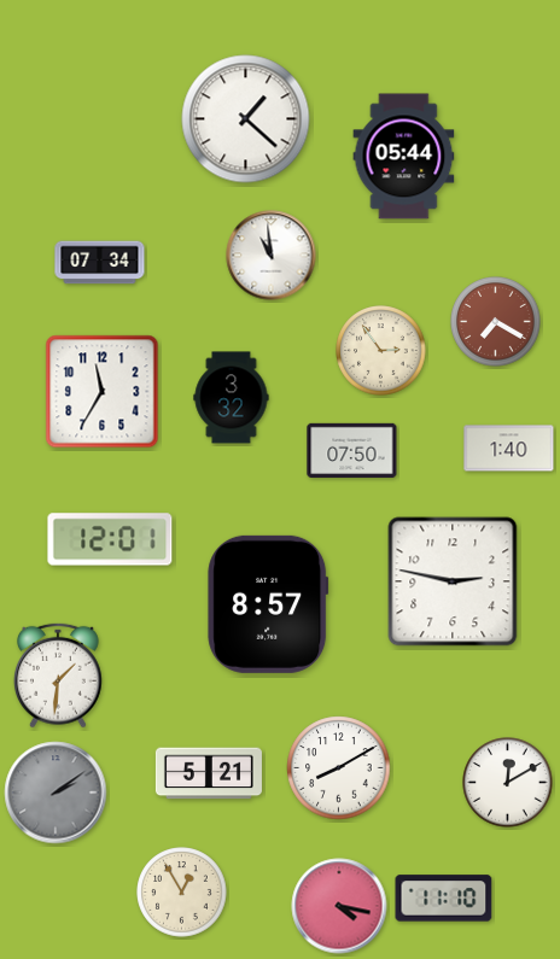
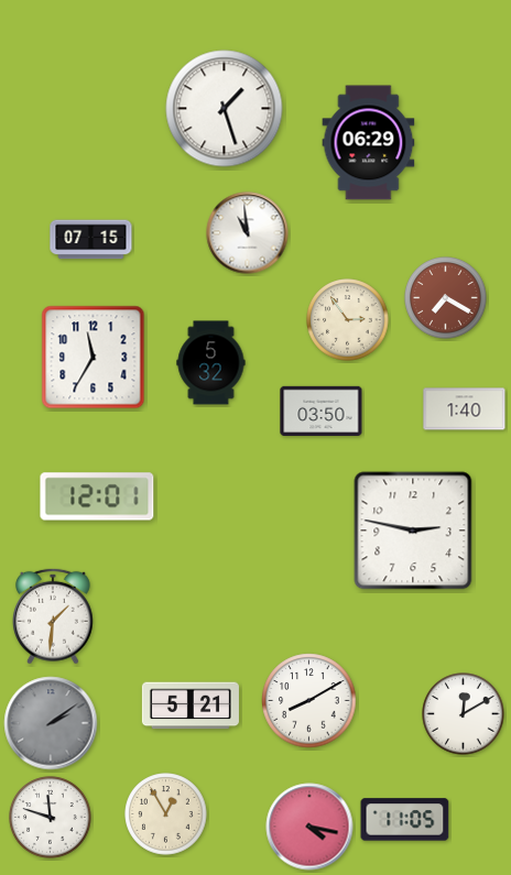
clock at (246, 119): 1:22 -> 1:27
clock at (404, 157): 05:44 -> 06:29
clock at (100, 263): 07:34 -> 07:15
clock at (496, 322) position: (496, 322) -> (446, 298)
clock at (232, 398): 3:32 -> 5:32
clock at (352, 450): 07:50 -> 03:50
clock at (110, 539) position: (110, 539) -> (97, 496)
clock at (268, 604): 8:57 -> none
clock at (51, 818): none -> 11:48
clock at (444, 899): 11:10 -> 11:05
